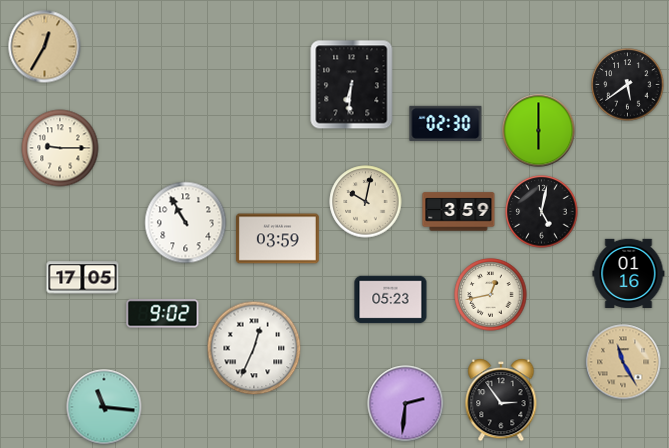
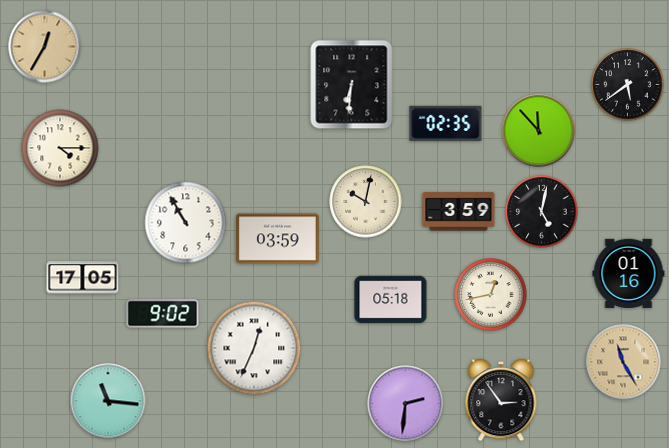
clock at (446, 123): 02:30 -> 02:35
clock at (539, 131): 6:00 -> 11:53
clock at (60, 148): 9:15 -> 4:15
clock at (391, 300): 05:23 -> 05:18
clock at (104, 407) position: (104, 407) -> (108, 401)
